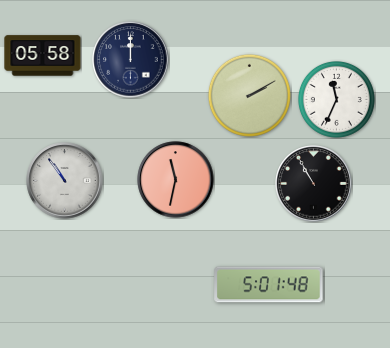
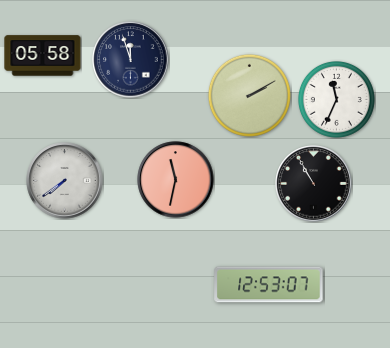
clock at (131, 60): 12:00 -> 11:57
clock at (65, 181): 10:54 -> 7:39
clock at (269, 285): 5:01 -> 12:53
